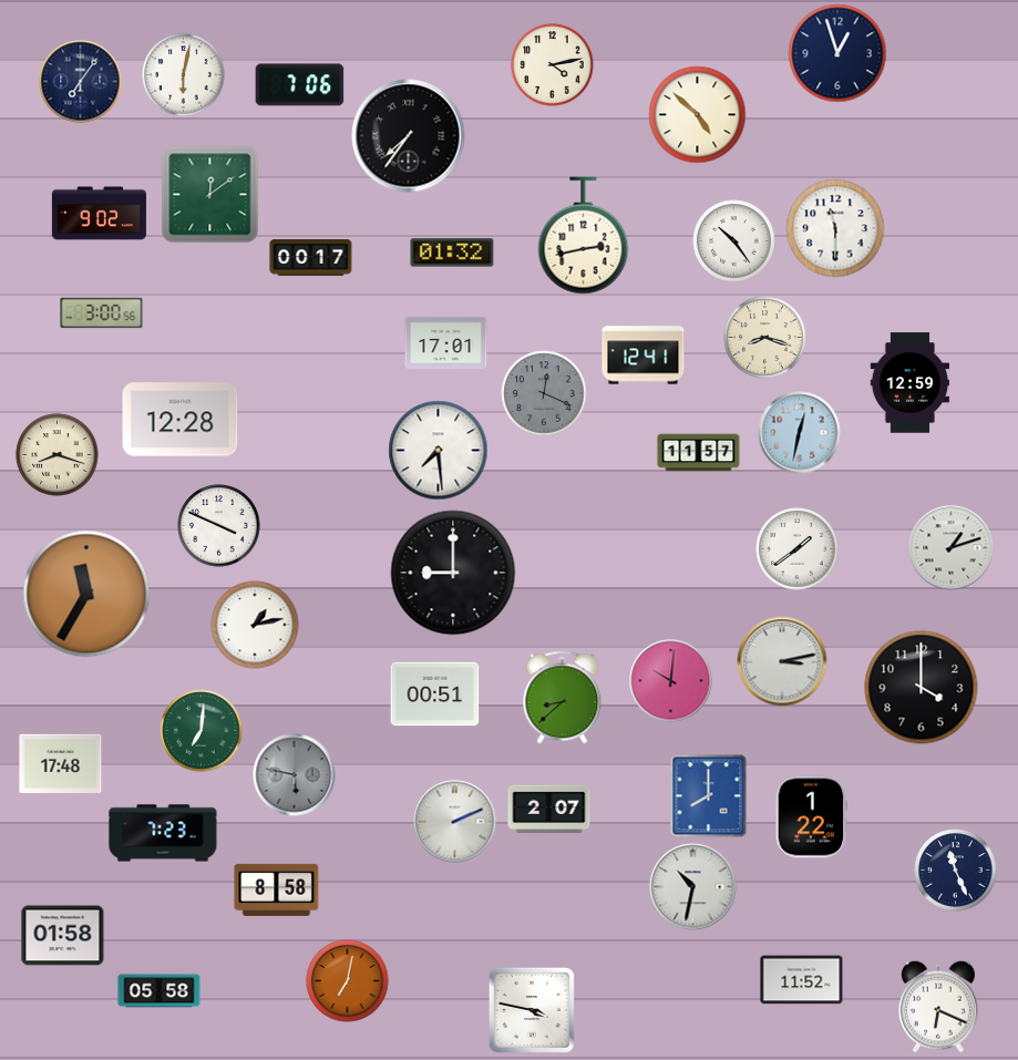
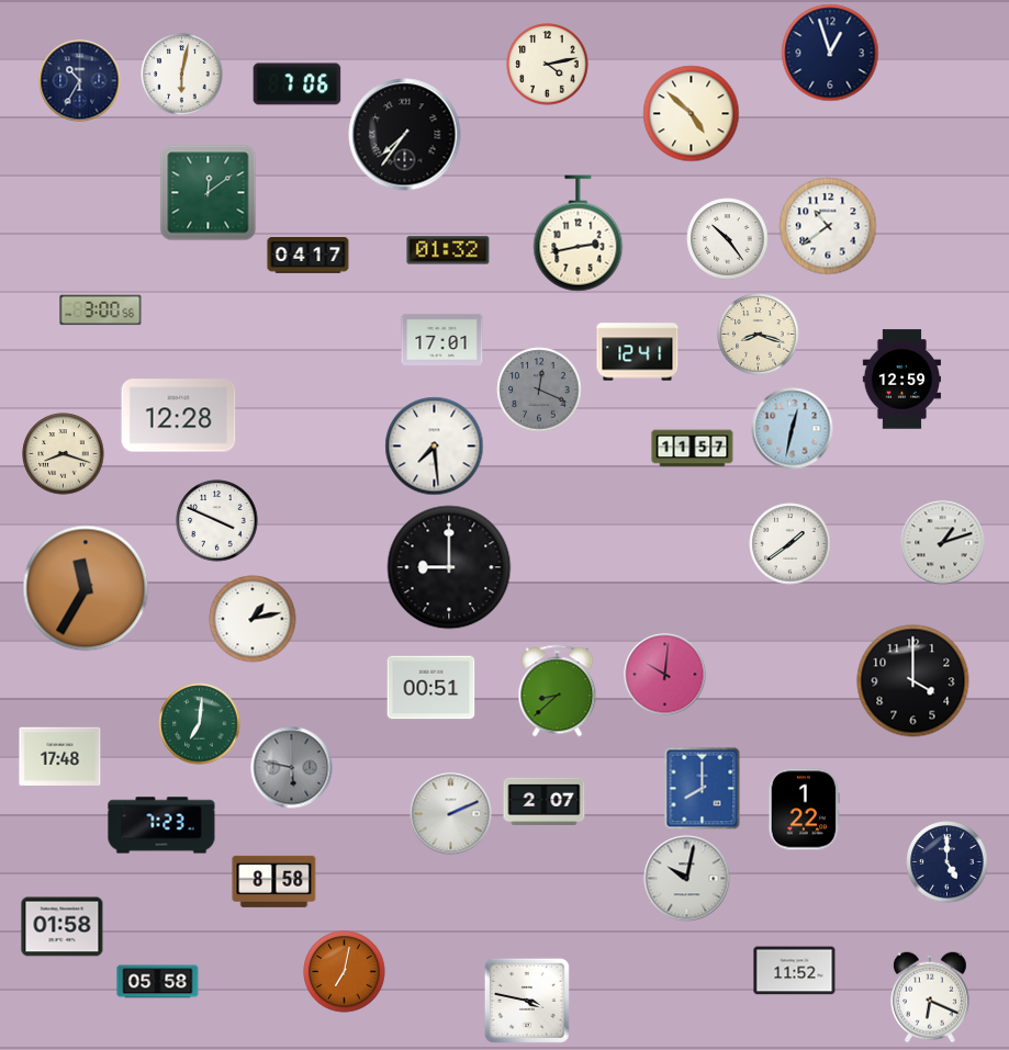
clock at (81, 82): 7:06 -> 10:35
clock at (99, 214): 9:02 -> none
clock at (835, 228): 11:30 -> 10:39
clock at (311, 258): 00:17 -> 04:17
clock at (58, 455) position: (58, 455) -> (64, 454)
clock at (782, 661): 3:13 -> none
clock at (956, 871): 11:26 -> 5:00
clock at (693, 887): 10:32 -> 10:02
